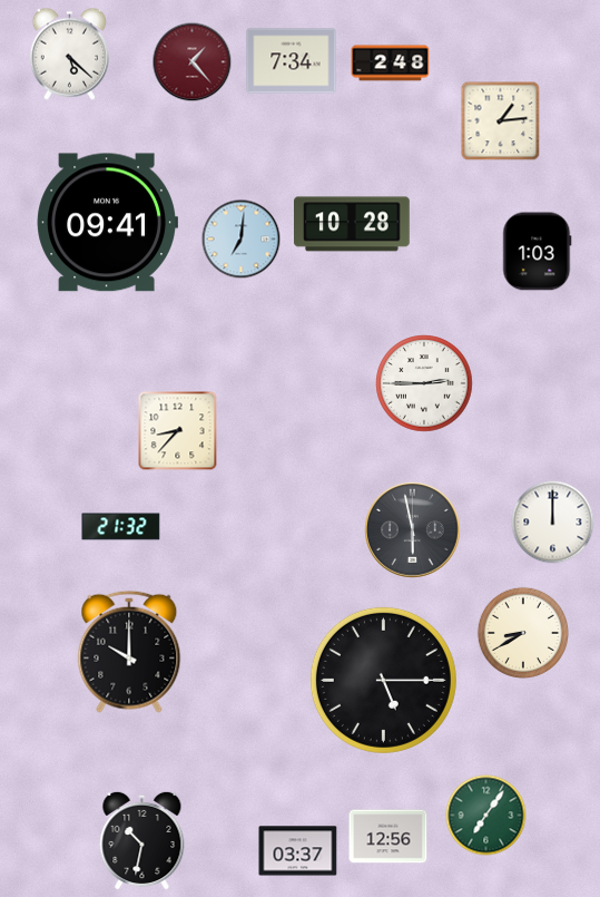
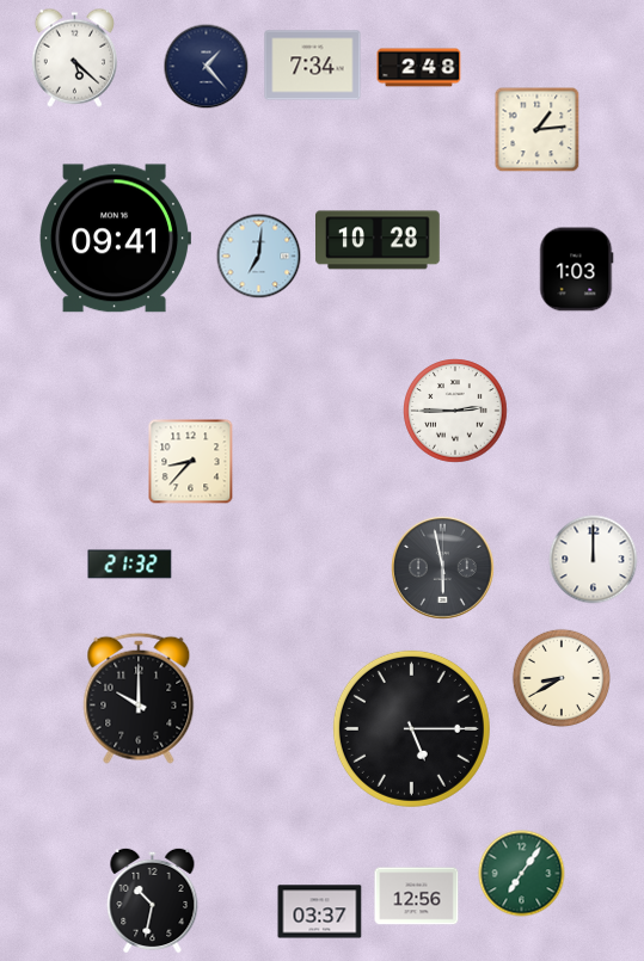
clock at (193, 62) dial: burgundy -> navy
